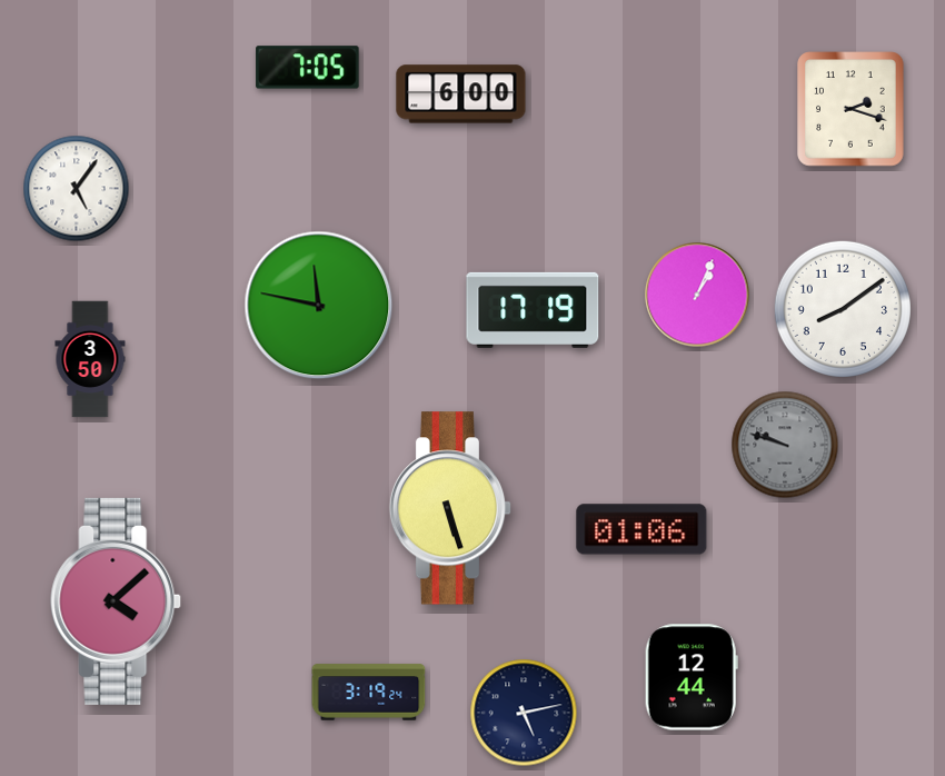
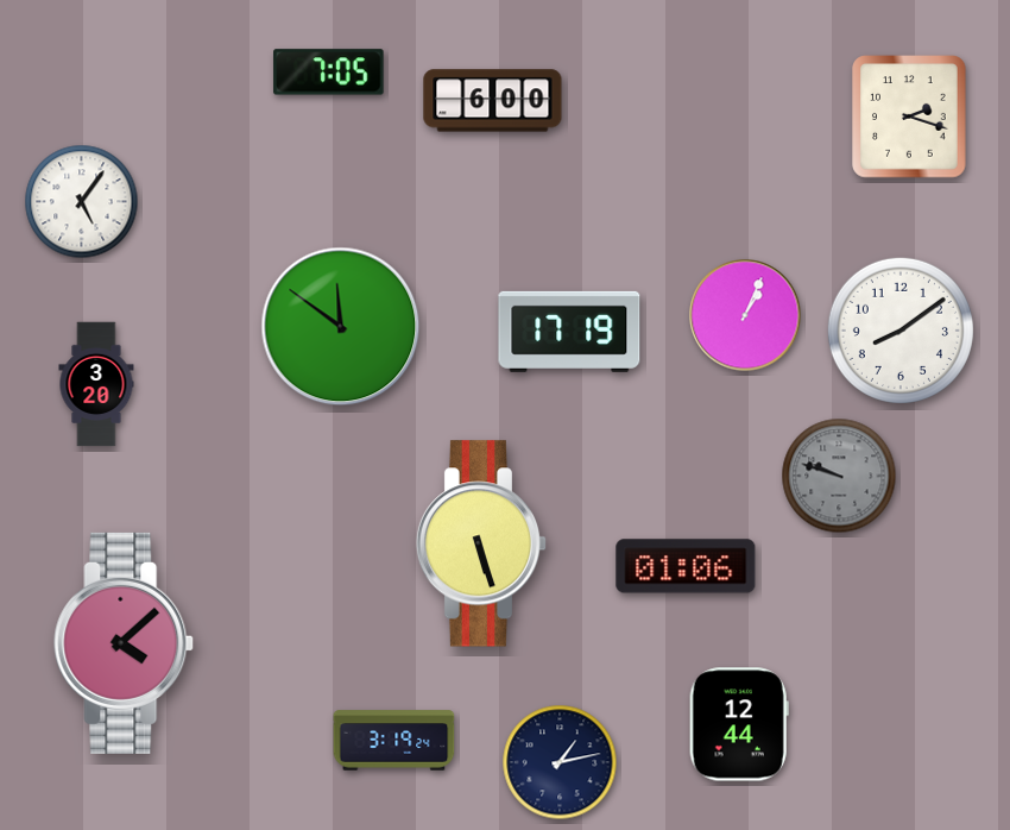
clock at (319, 306): 11:47 -> 11:51
clock at (90, 359): 3:50 -> 3:20
clock at (524, 713): 5:13 -> 1:13
